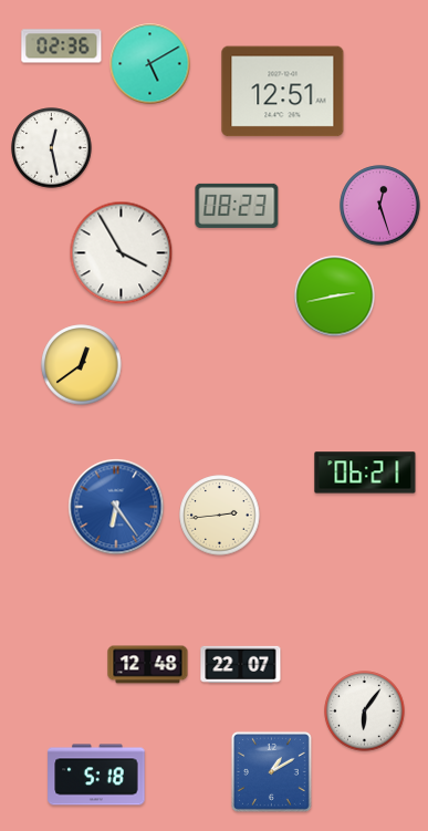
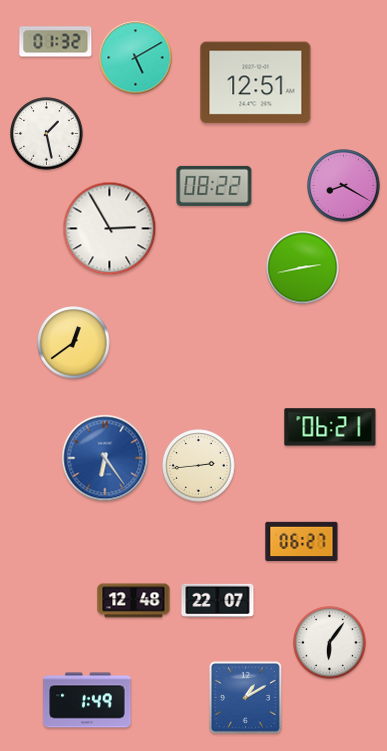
clock at (62, 46): 02:36 -> 01:32
clock at (52, 148): 12:28 -> 1:28
clock at (237, 206): 08:23 -> 08:22
clock at (380, 206): 12:27 -> 8:20
clock at (122, 253): 3:55 -> 2:55
clock at (82, 365) position: (82, 365) -> (74, 343)
clock at (302, 542): none -> 06:27
clock at (96, 775): 5:18 -> 1:49
